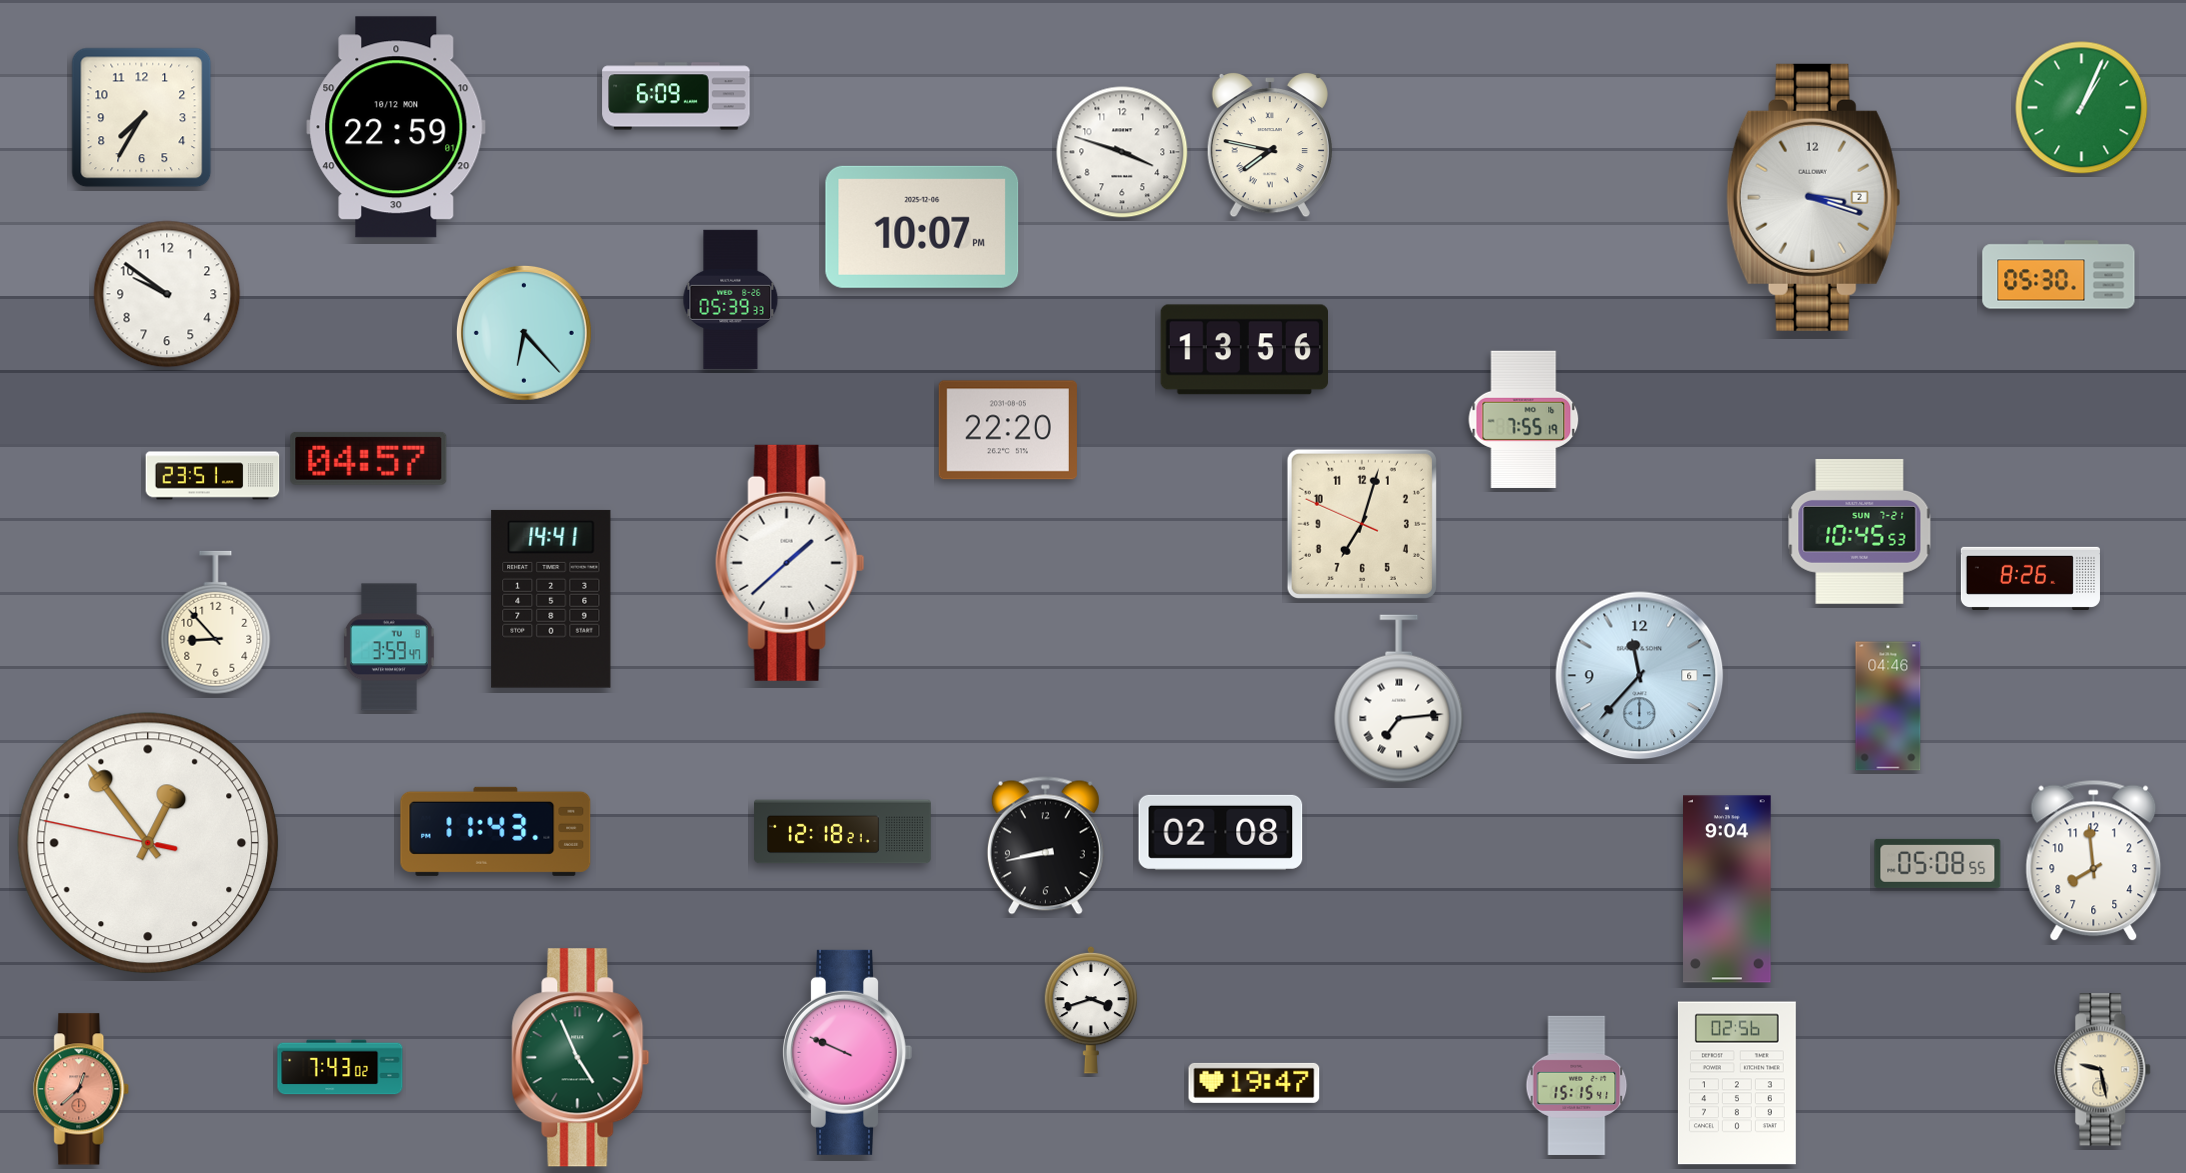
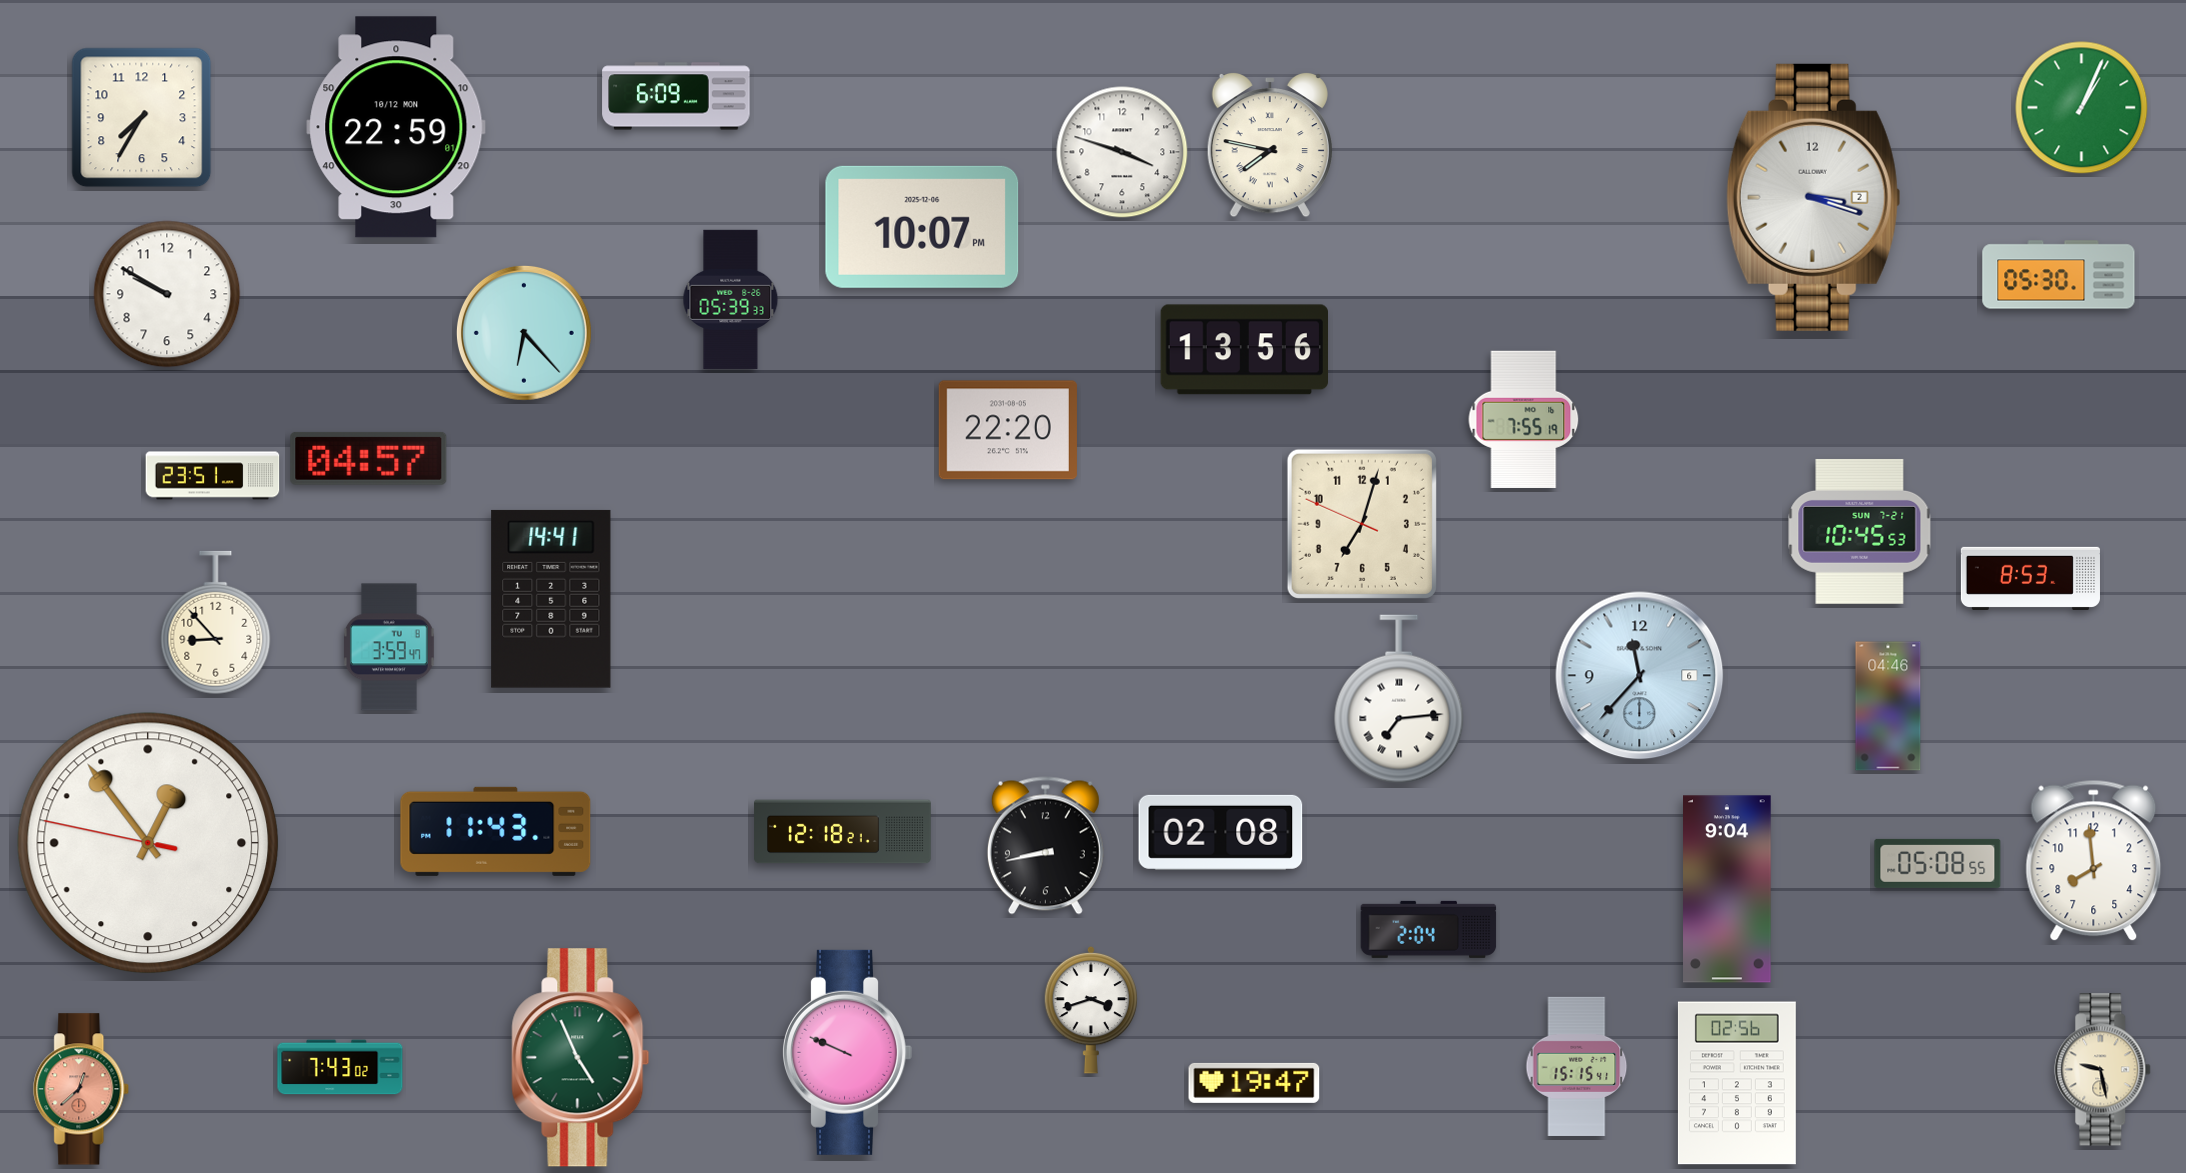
clock at (167, 294): 9:51 -> 9:50
clock at (790, 563): 1:38 -> none
clock at (2030, 578): 8:26 -> 8:53
clock at (1429, 929): none -> 2:04
clock at (1577, 1085) position: (1577, 1085) -> (1577, 1066)
